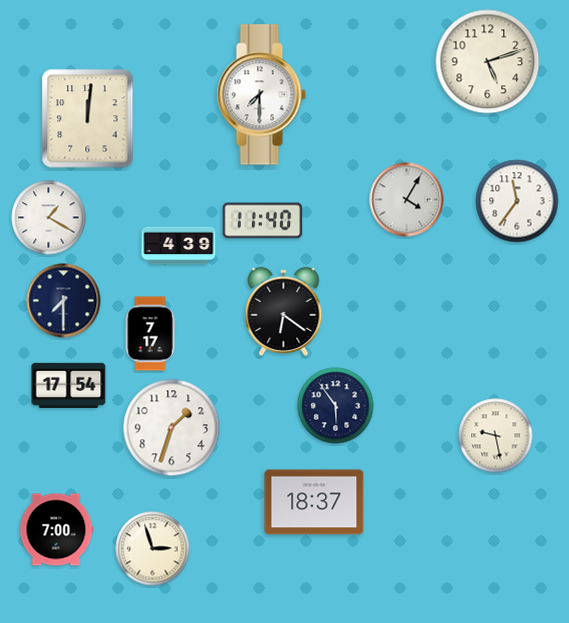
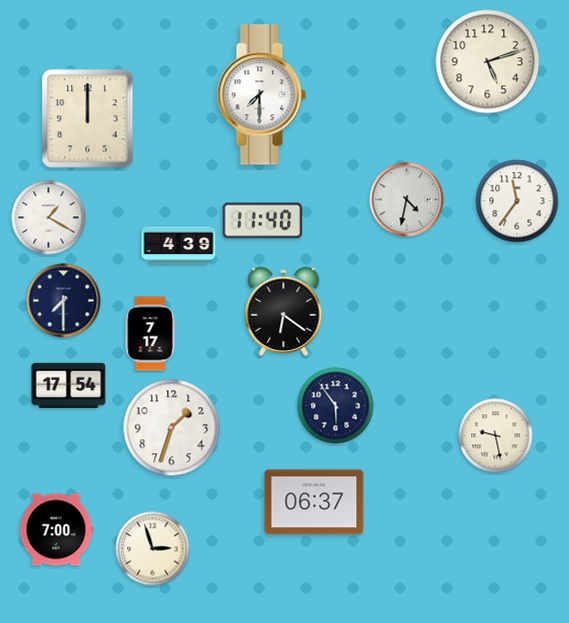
clock at (88, 119): 12:01 -> 12:00
clock at (407, 200): 4:05 -> 4:32
clock at (314, 502): 18:37 -> 06:37
